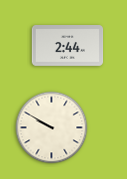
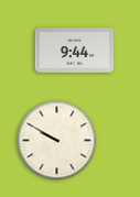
clock at (68, 46): 2:44 -> 9:44
